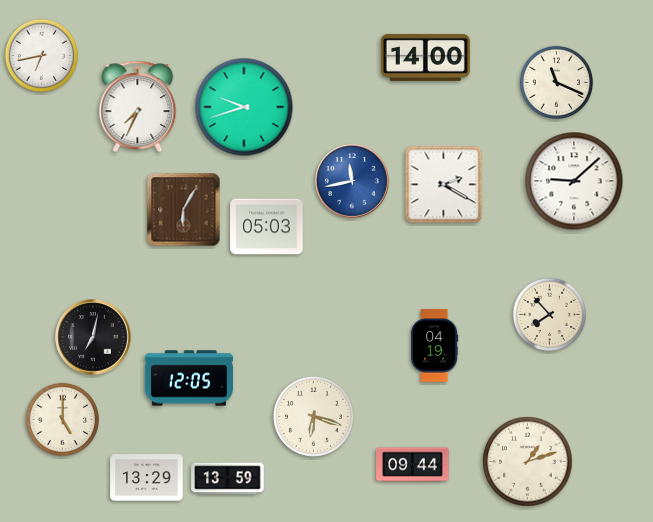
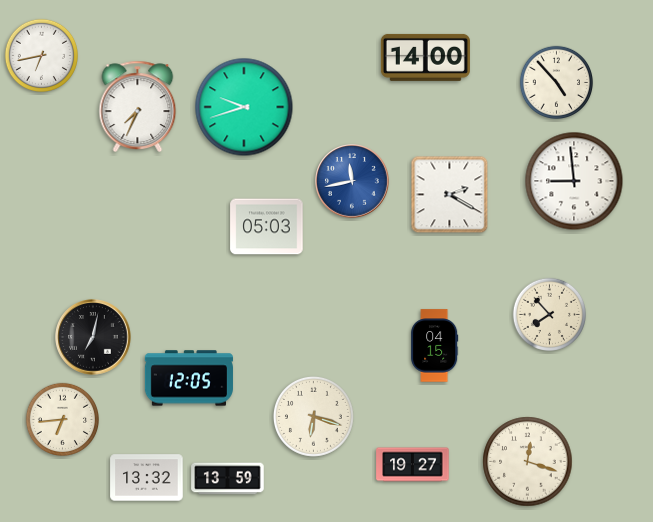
clock at (556, 82): 11:19 -> 4:53
clock at (574, 181): 9:08 -> 8:59
clock at (444, 185) position: (444, 185) -> (450, 195)
clock at (184, 210): 6:05 -> none
clock at (435, 346): 04:19 -> 04:15
clock at (62, 419): 5:00 -> 6:44
clock at (528, 462): 1:12 -> 12:18
clock at (413, 465): 09:44 -> 19:27
clock at (147, 478): 13:29 -> 13:32
